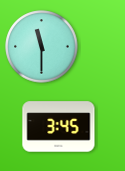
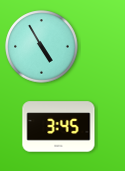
clock at (42, 47): 11:30 -> 4:55
